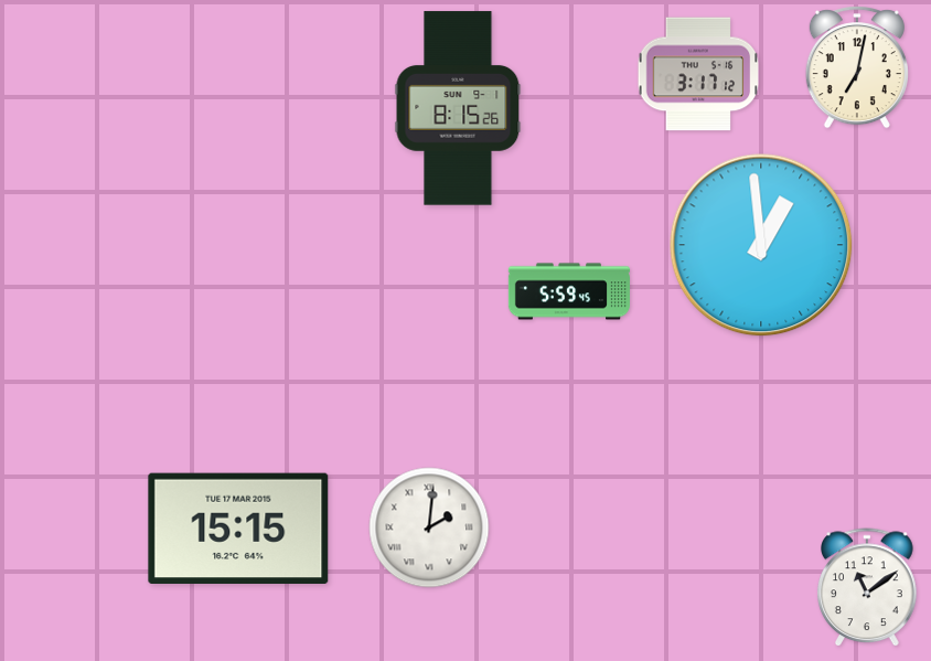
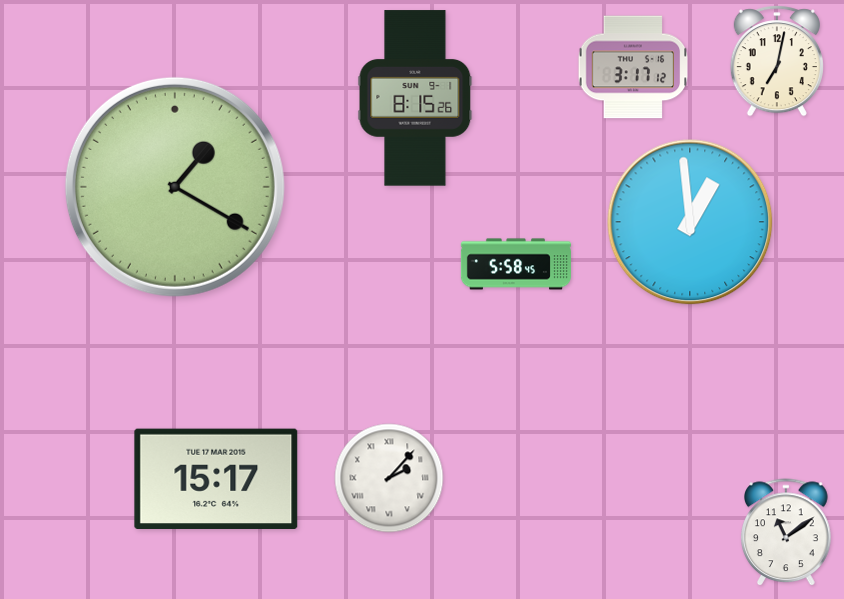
clock at (175, 187): none -> 1:20
clock at (569, 291): 5:59 -> 5:58
clock at (429, 527): 2:01 -> 2:07
clock at (238, 529): 15:15 -> 15:17
